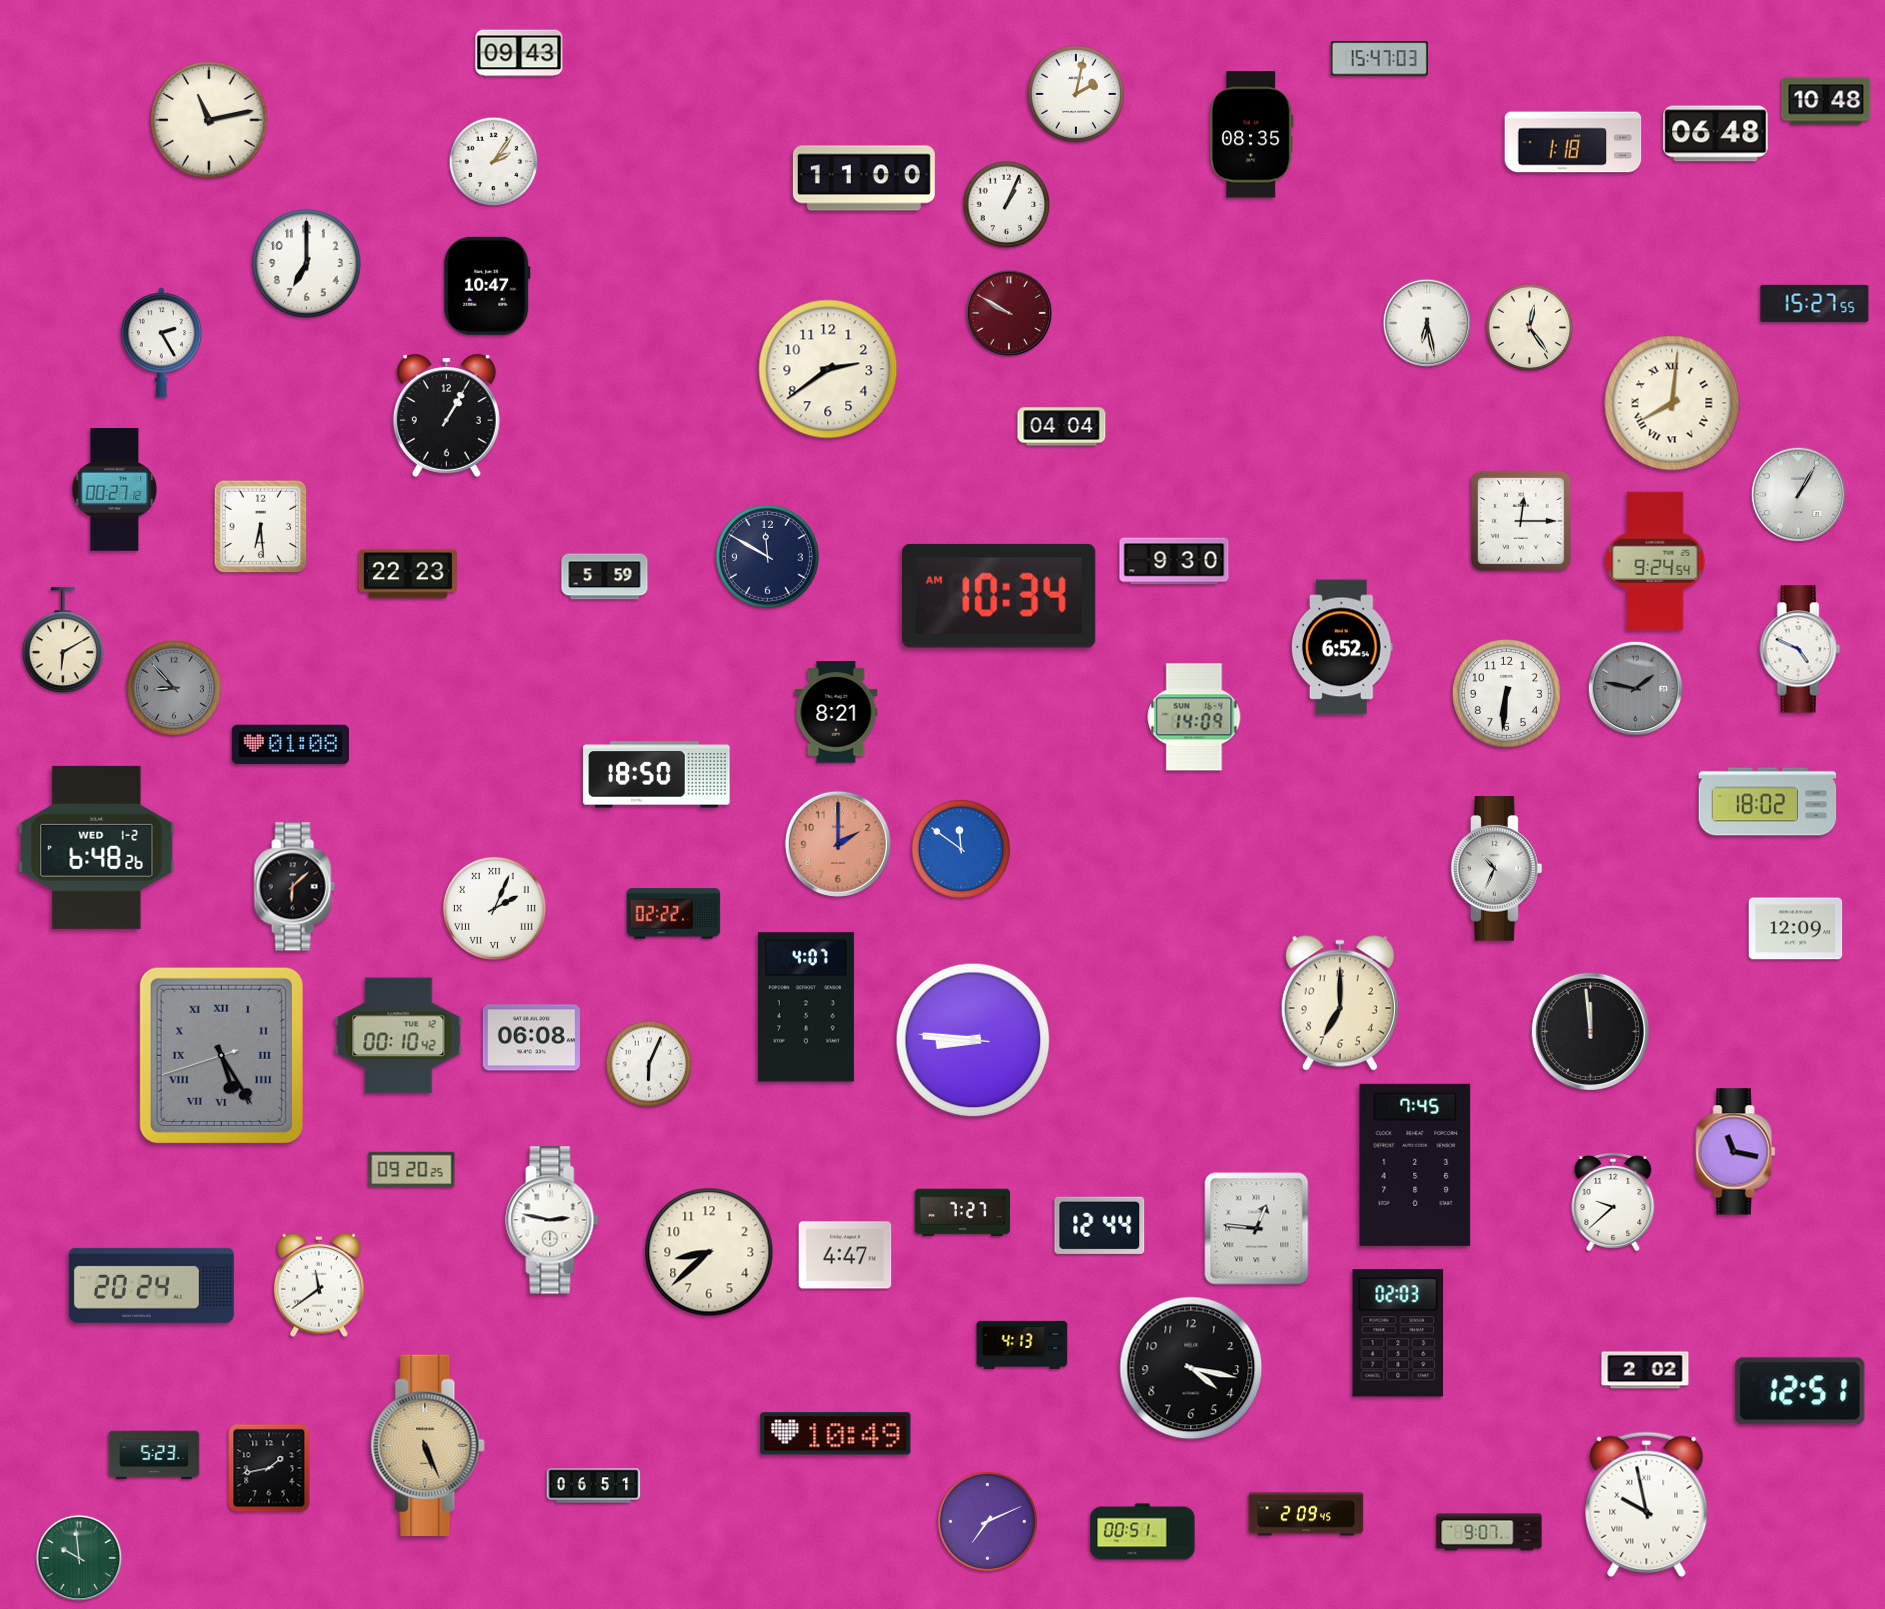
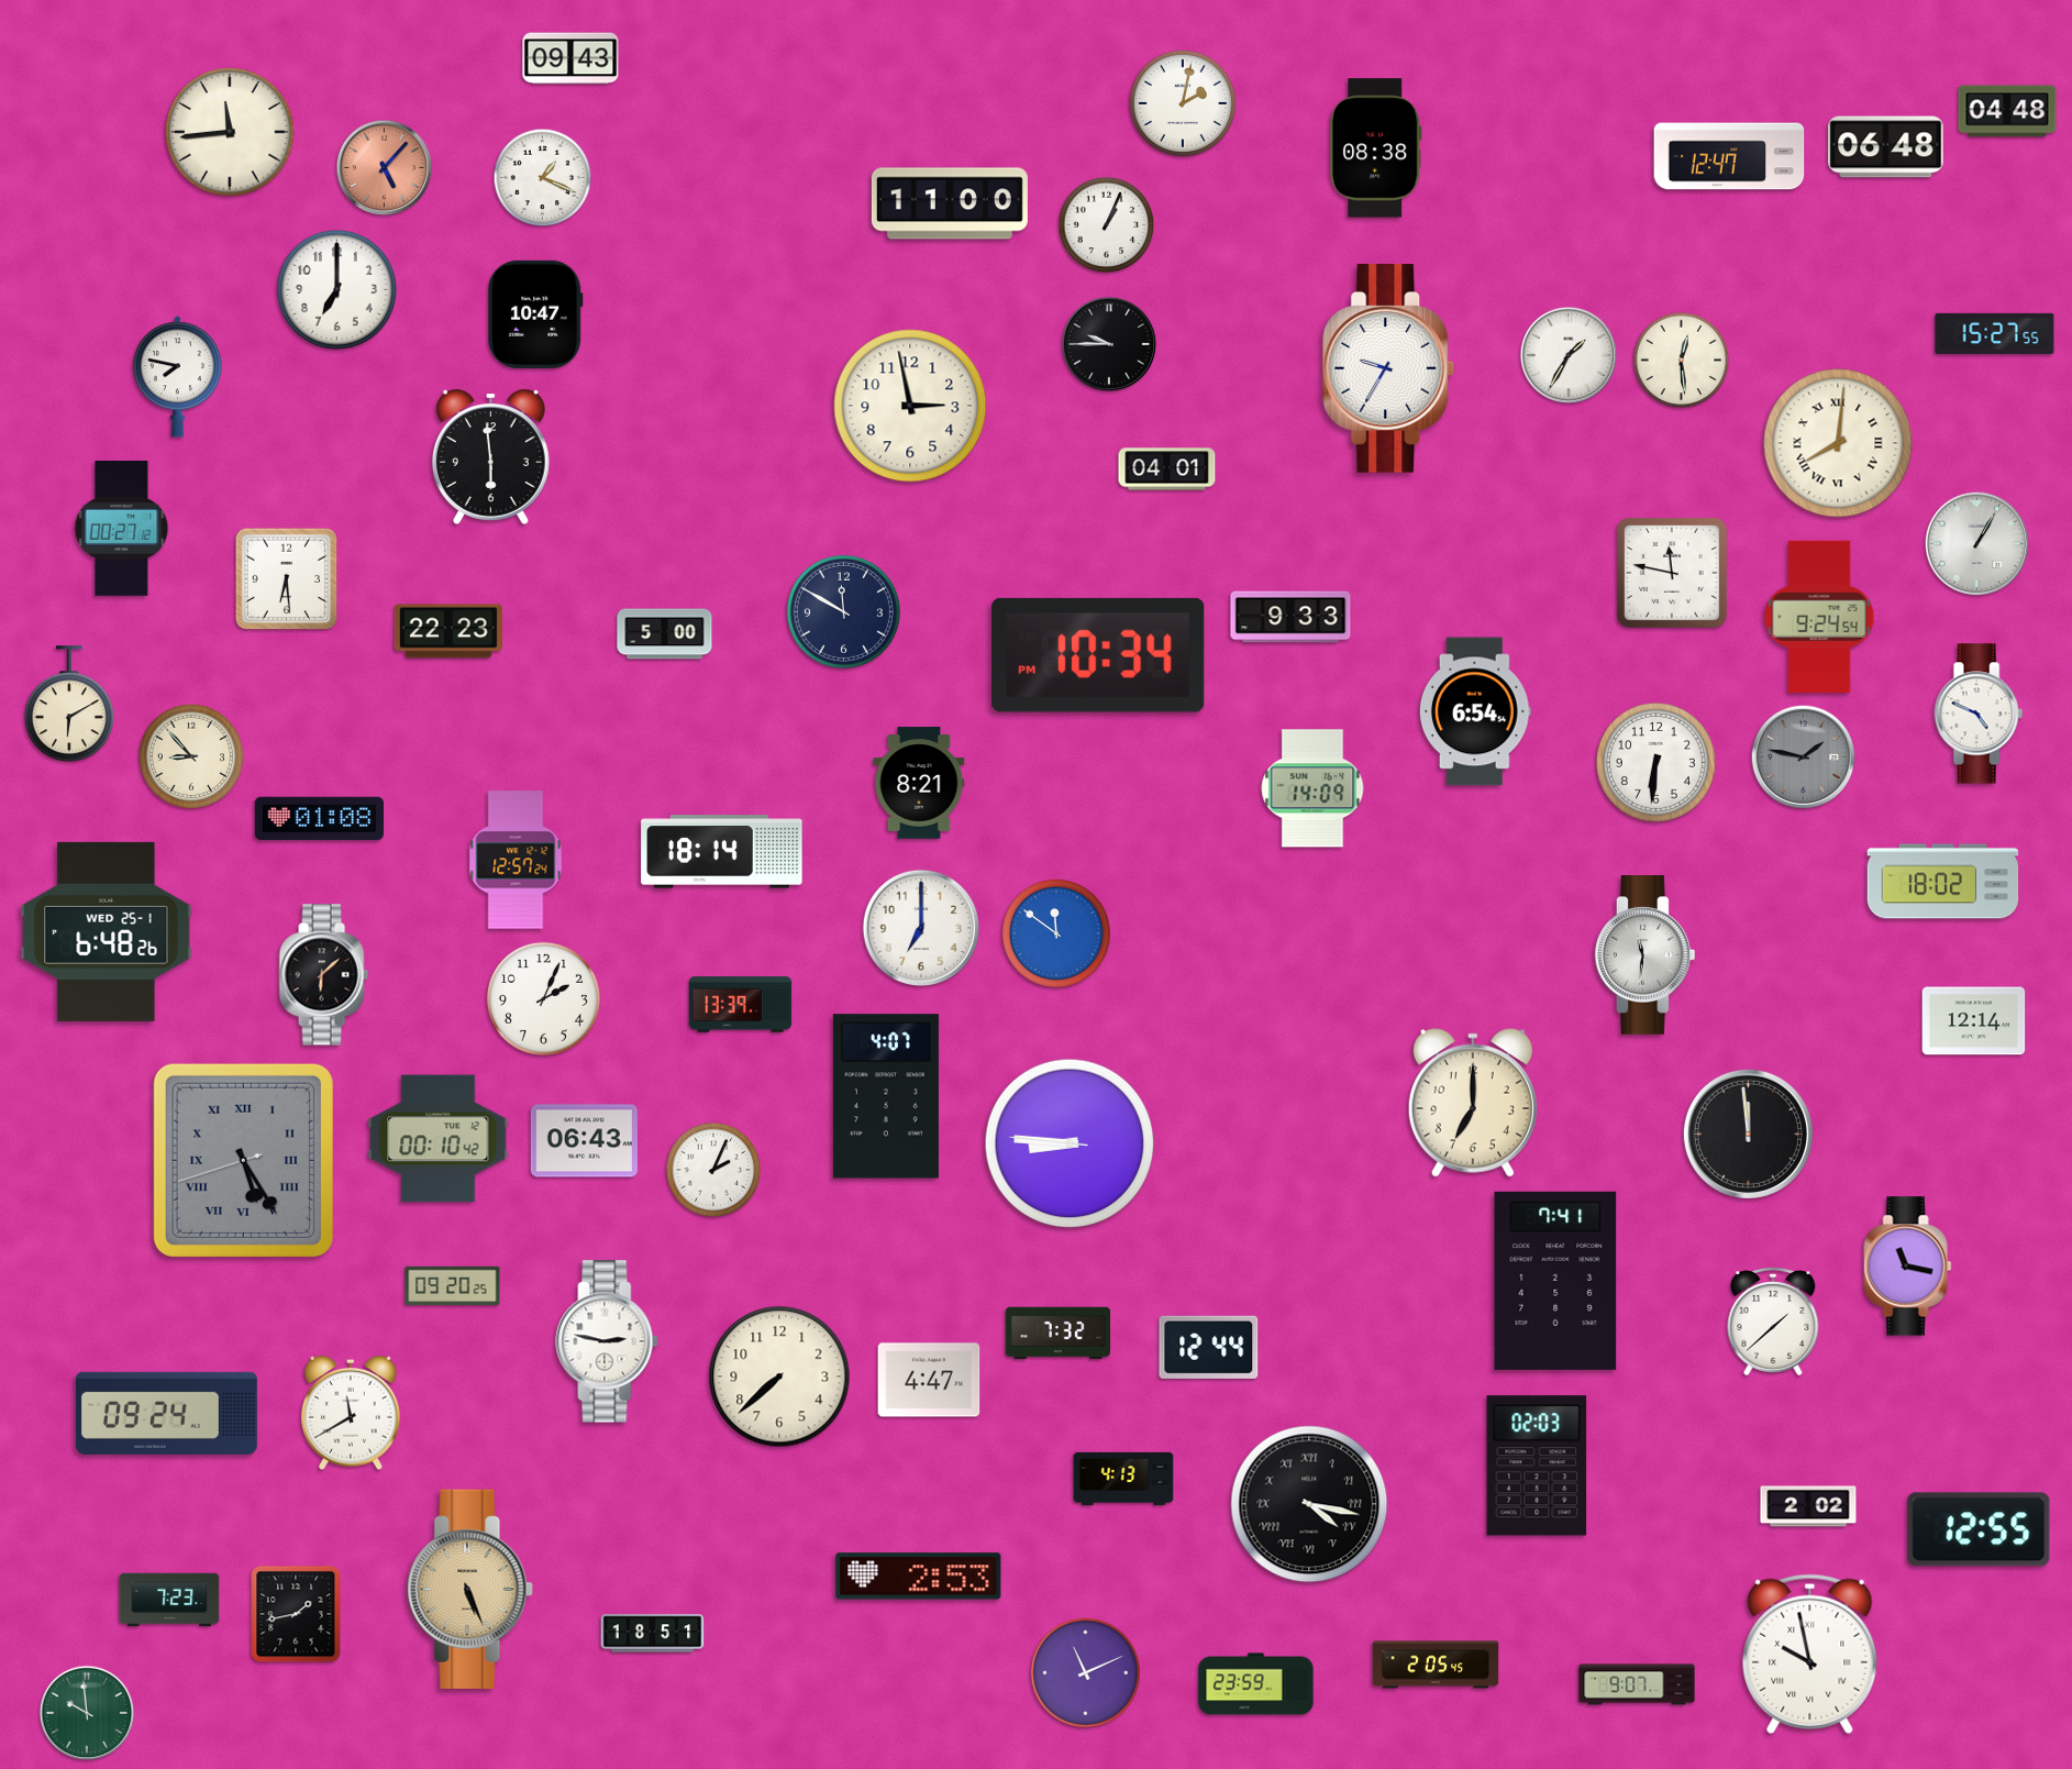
clock at (1379, 59): 15:47 -> none
clock at (1826, 101): 10:48 -> 04:48
clock at (209, 120): 11:13 -> 11:44
clock at (1252, 135): 08:35 -> 08:38
clock at (1573, 142): 1:18 -> 12:47
clock at (385, 168): none -> 5:07
clock at (494, 162): 2:06 -> 1:19
clock at (864, 178) position: (864, 178) -> (950, 203)
clock at (1009, 313): 9:50 -> 9:45
clock at (1009, 313) dial: burgundy -> black
clock at (1427, 323): 6:28 -> 1:35
clock at (1530, 328): 12:24 -> 12:29
clock at (1388, 368): none -> 9:35
clock at (161, 343): 2:25 -> 7:47
clock at (828, 369): 2:39 -> 2:58
clock at (446, 415): 1:05 -> 5:59
clock at (1062, 427): 04:04 -> 04:01
clock at (115, 490) position: (115, 490) -> (122, 529)
clock at (1521, 521): 12:15 -> 11:47
clock at (1174, 561): 9:30 -> 9:33
clock at (605, 577): 5:59 -> 5:00
clock at (999, 596): 10:34 AM -> 10:34 PM
clock at (1342, 647): 6:52 -> 6:54
clock at (173, 687) dial: grey -> cream
clock at (1636, 689) position: (1636, 689) -> (1804, 758)
clock at (657, 775): 18:50 -> 18:14
clock at (516, 860): none -> 12:57
clock at (837, 843): 2:00 -> 7:00
clock at (837, 843) dial: salmon -> white
clock at (97, 847) date: WED 1-2 -> WED 25-1
clock at (1496, 869): 10:34 -> 11:31
clock at (494, 908) numerals: Roman -> Arabic
clock at (674, 914): 02:22 -> 13:39
clock at (1796, 929): 12:09 -> 12:14
clock at (806, 1007) position: (806, 1007) -> (886, 1096)
clock at (531, 1038): 06:08 -> 06:43
clock at (649, 1064): 6:04 -> 2:04
clock at (1415, 1165): 7:45 -> 7:41
clock at (1613, 1202): 9:38 -> 1:38
clock at (963, 1213): 7:27 -> 7:32
clock at (1257, 1229): 12:46 -> none
clock at (709, 1252): 8:38 -> 7:38
clock at (151, 1285): 20:24 -> 09:24
clock at (319, 1285): 11:39 -> 11:40
clock at (1191, 1368) numerals: Arabic -> Roman
clock at (1800, 1391): 12:51 -> 12:55
clock at (836, 1434): 10:49 -> 2:53
clock at (154, 1455): 5:23 -> 7:23
clock at (594, 1486): 06:51 -> 18:51
clock at (1306, 1514): 2:09 -> 2:05
clock at (987, 1521): 7:11 -> 11:11
clock at (1143, 1532): 00:51 -> 23:59
